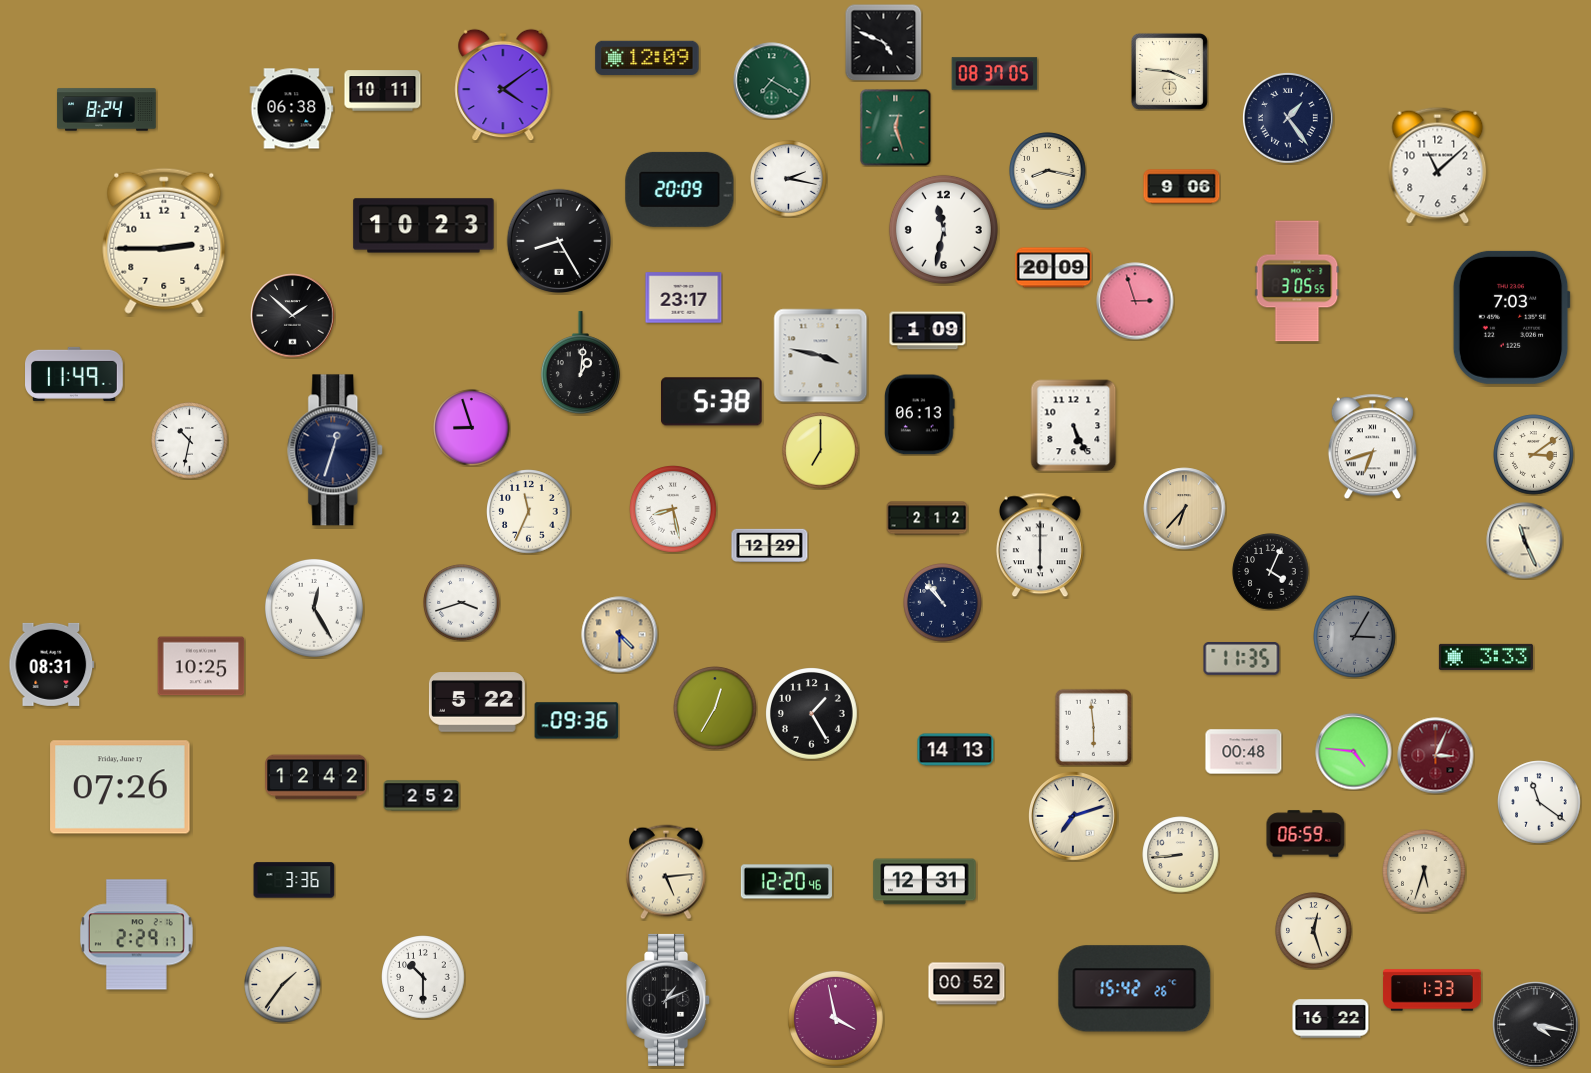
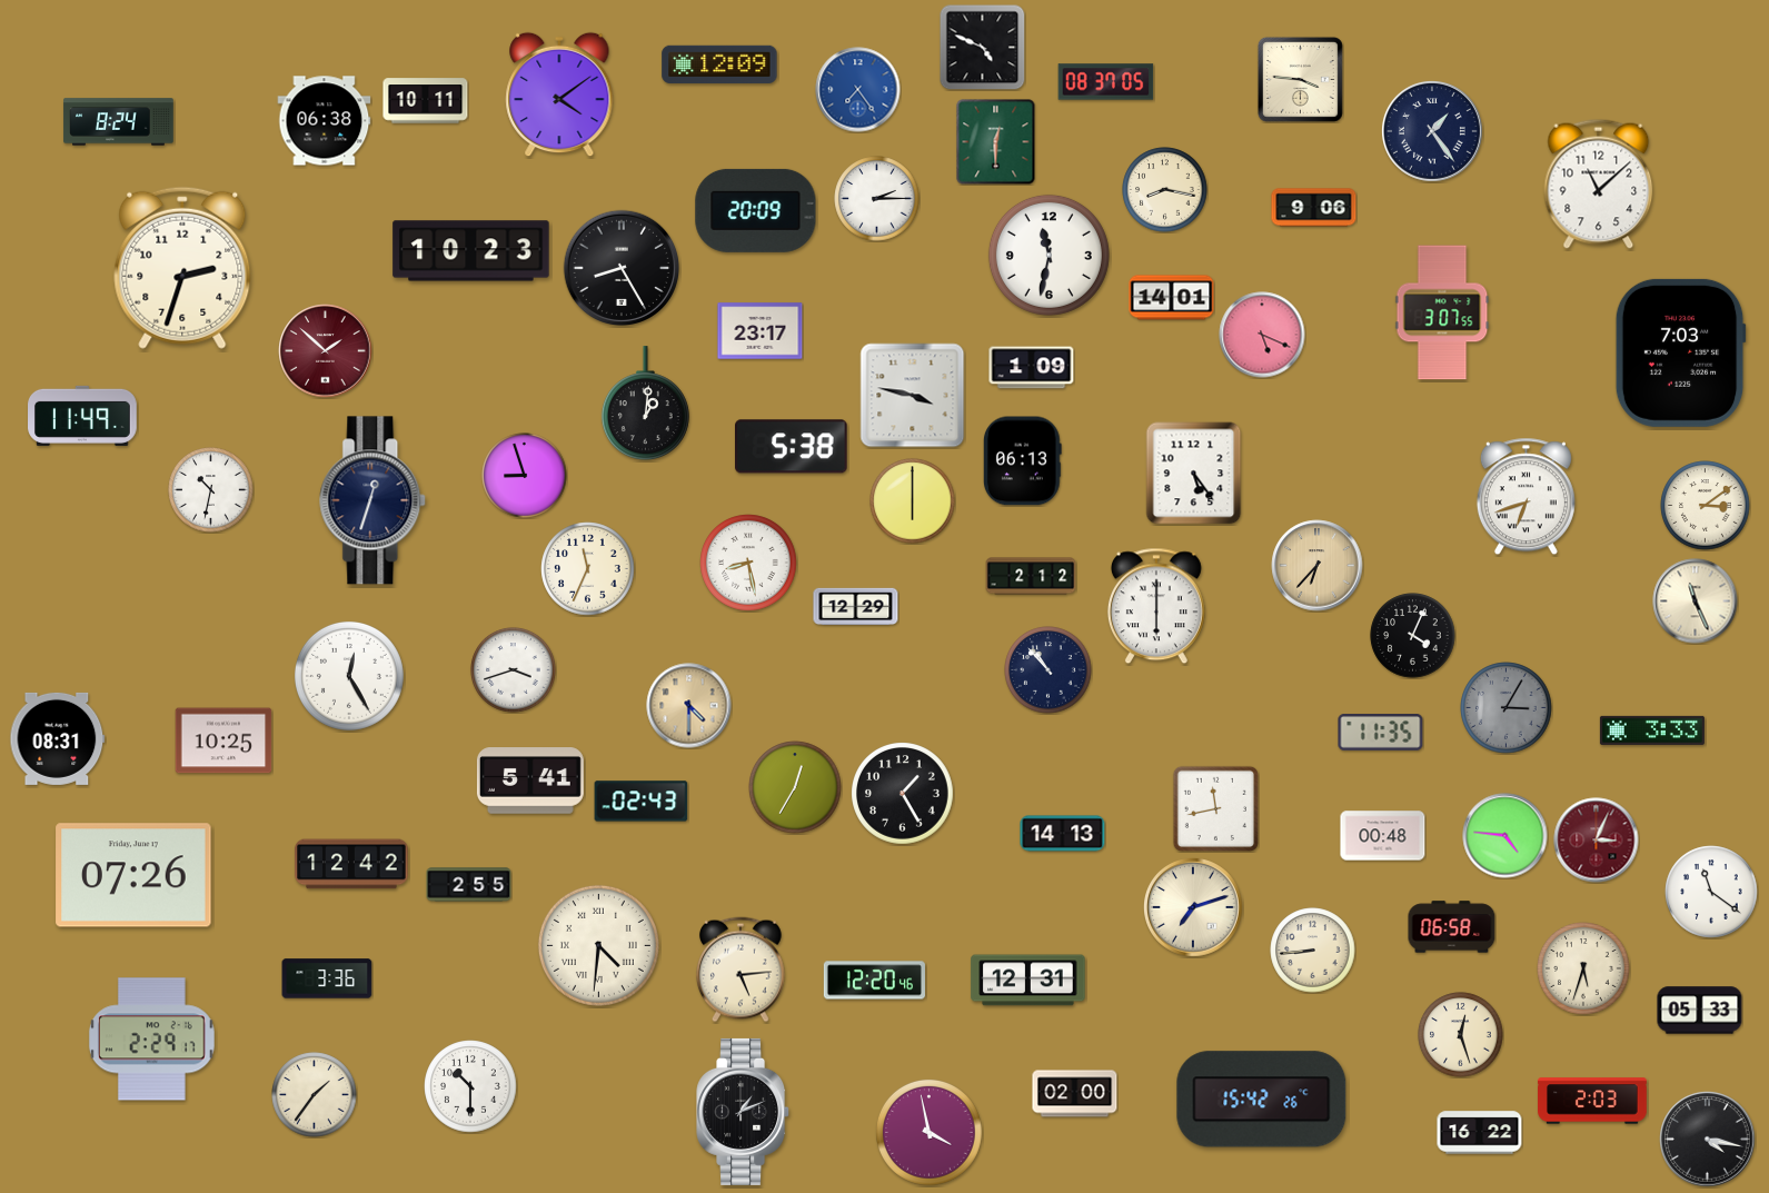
clock at (772, 81): 7:20 -> 7:24
clock at (772, 81) dial: green -> blue
clock at (896, 128): 12:27 -> 12:30
clock at (789, 179): 2:17 -> 2:15
clock at (164, 241): 2:45 -> 2:33
clock at (1054, 268): 20:09 -> 14:01
clock at (1297, 281): 3:05 -> 3:07
clock at (1135, 301): 2:57 -> 5:19
clock at (293, 316) dial: black -> burgundy
clock at (1074, 426): 5:26 -> 5:24
clock at (821, 451): 7:00 -> 6:00
clock at (673, 509) position: (673, 509) -> (748, 563)
clock at (477, 702): 5:22 -> 5:41
clock at (577, 721): 09:36 -> 02:43
clock at (1093, 727): 5:59 -> 11:43
clock at (422, 796): 2:52 -> 2:55
clock at (1306, 834): 06:59 -> 06:58
clock at (598, 945): none -> 4:31
clock at (1700, 1011): none -> 05:33
clock at (967, 984): 00:52 -> 02:00
clock at (1432, 990): 1:33 -> 2:03
